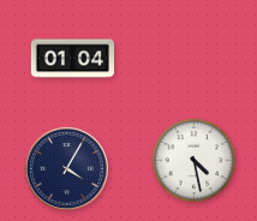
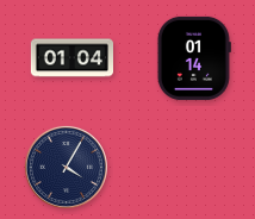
clock at (194, 58): none -> 01:14
clock at (195, 161): 4:28 -> none
